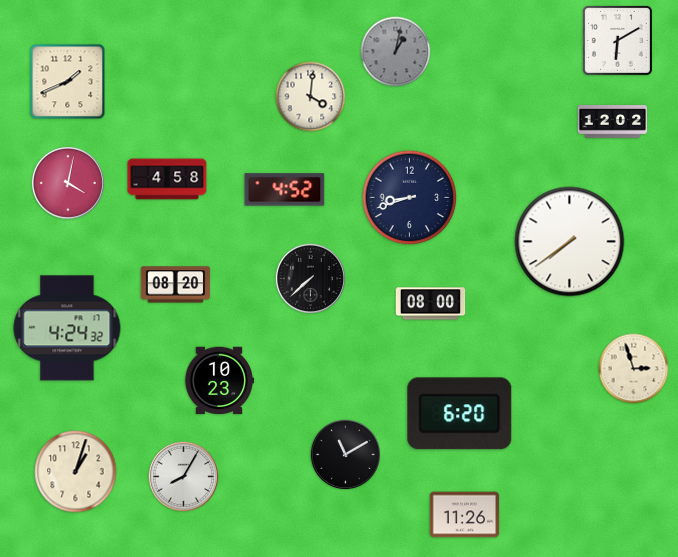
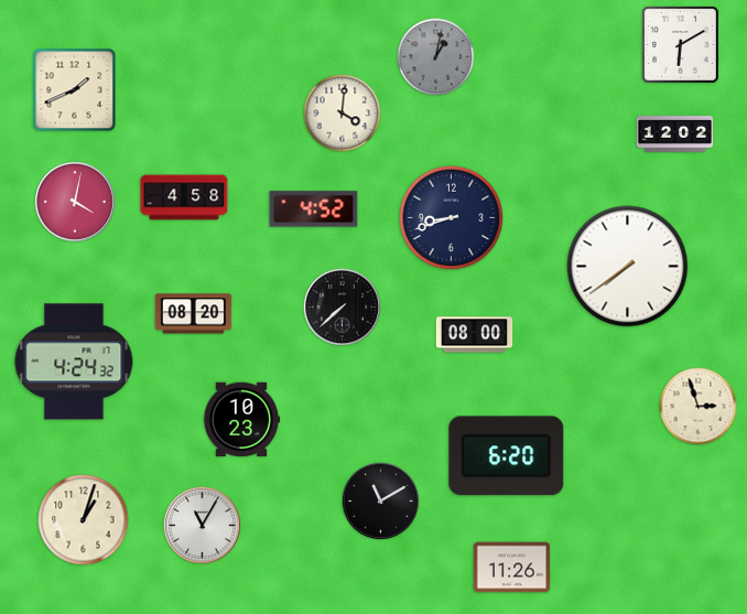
clock at (311, 97) position: (311, 97) -> (343, 114)
clock at (183, 476): 8:05 -> 11:05
